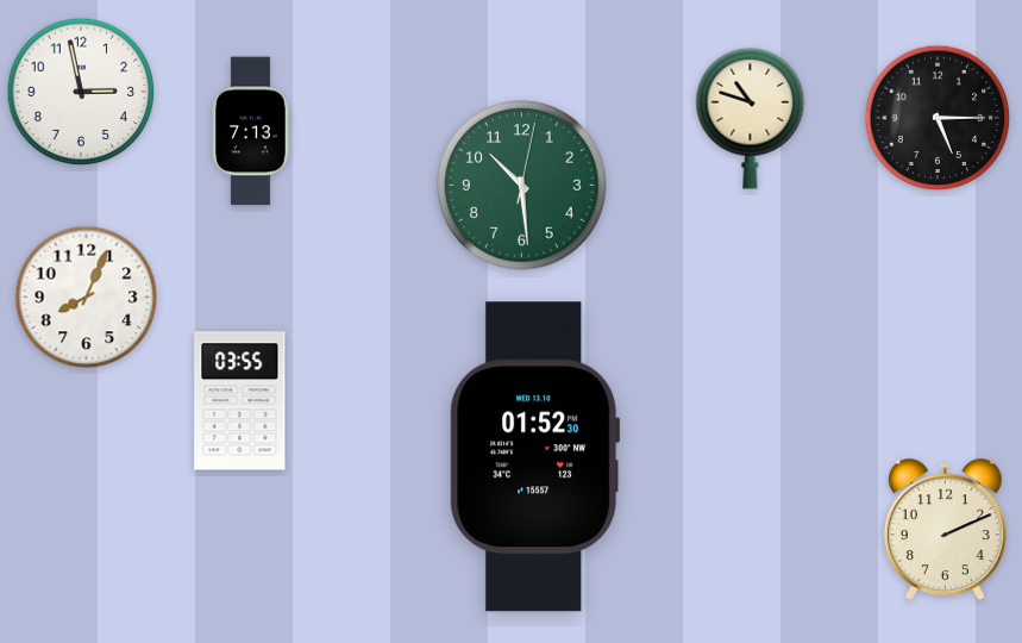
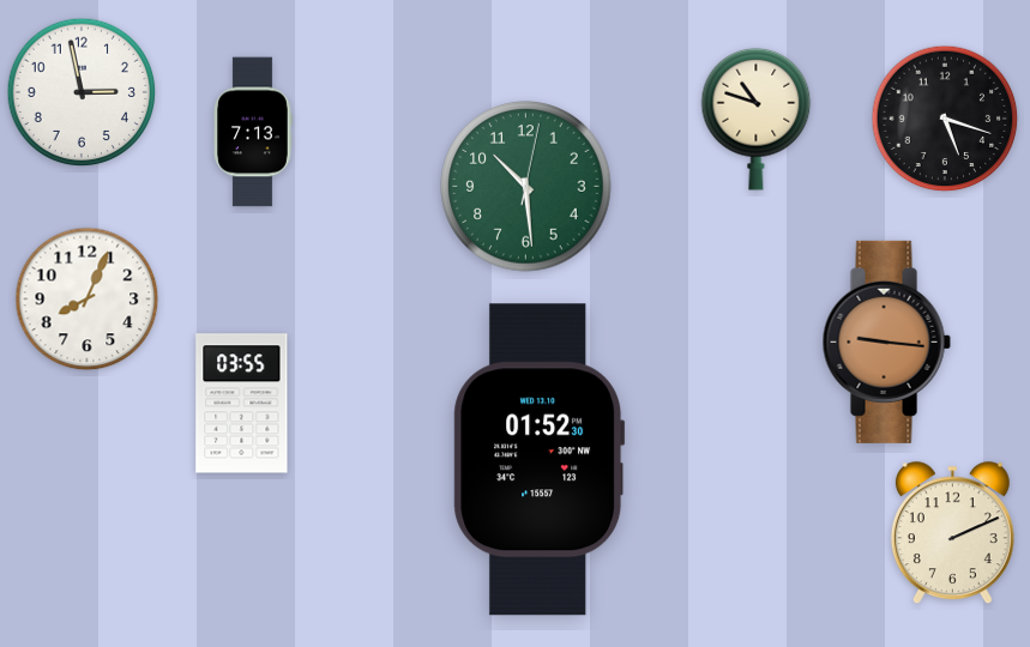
clock at (938, 118): 5:15 -> 5:18
clock at (886, 341): none -> 9:16
